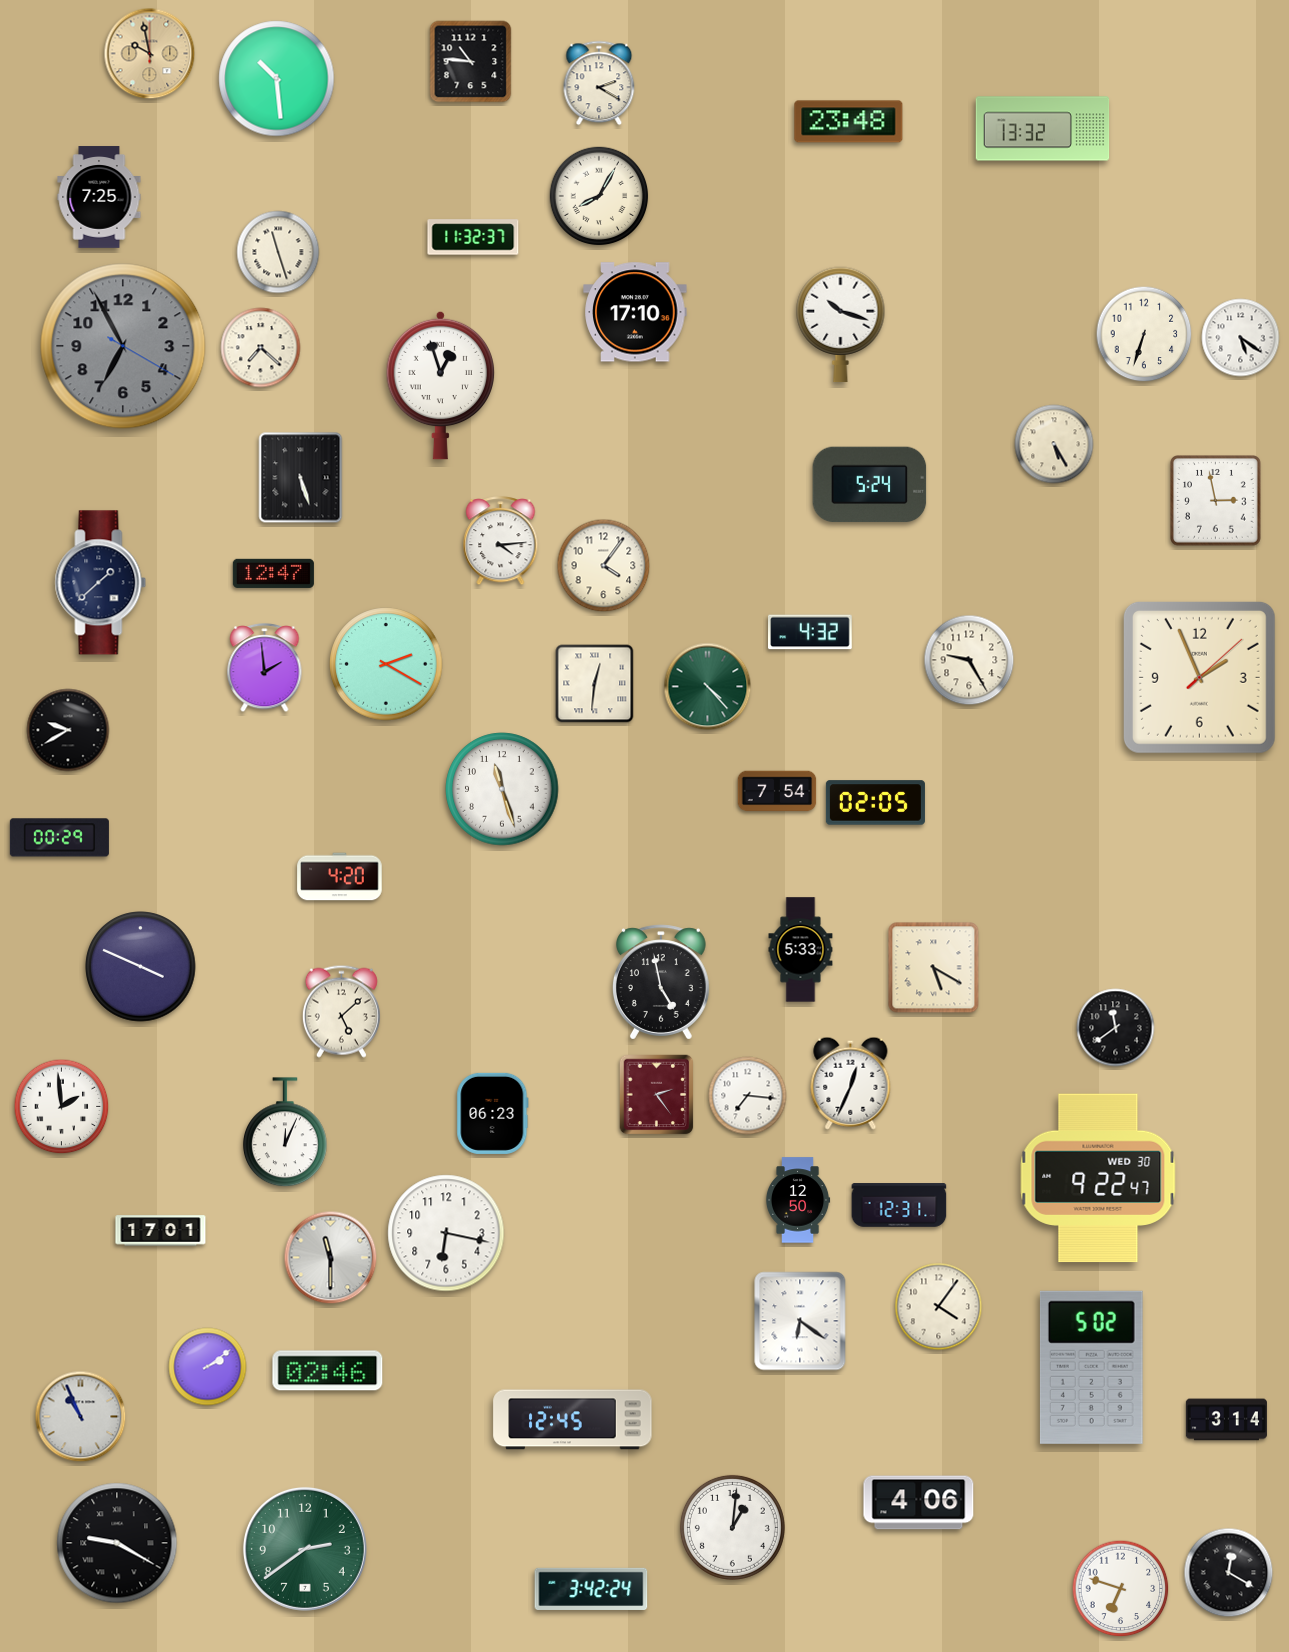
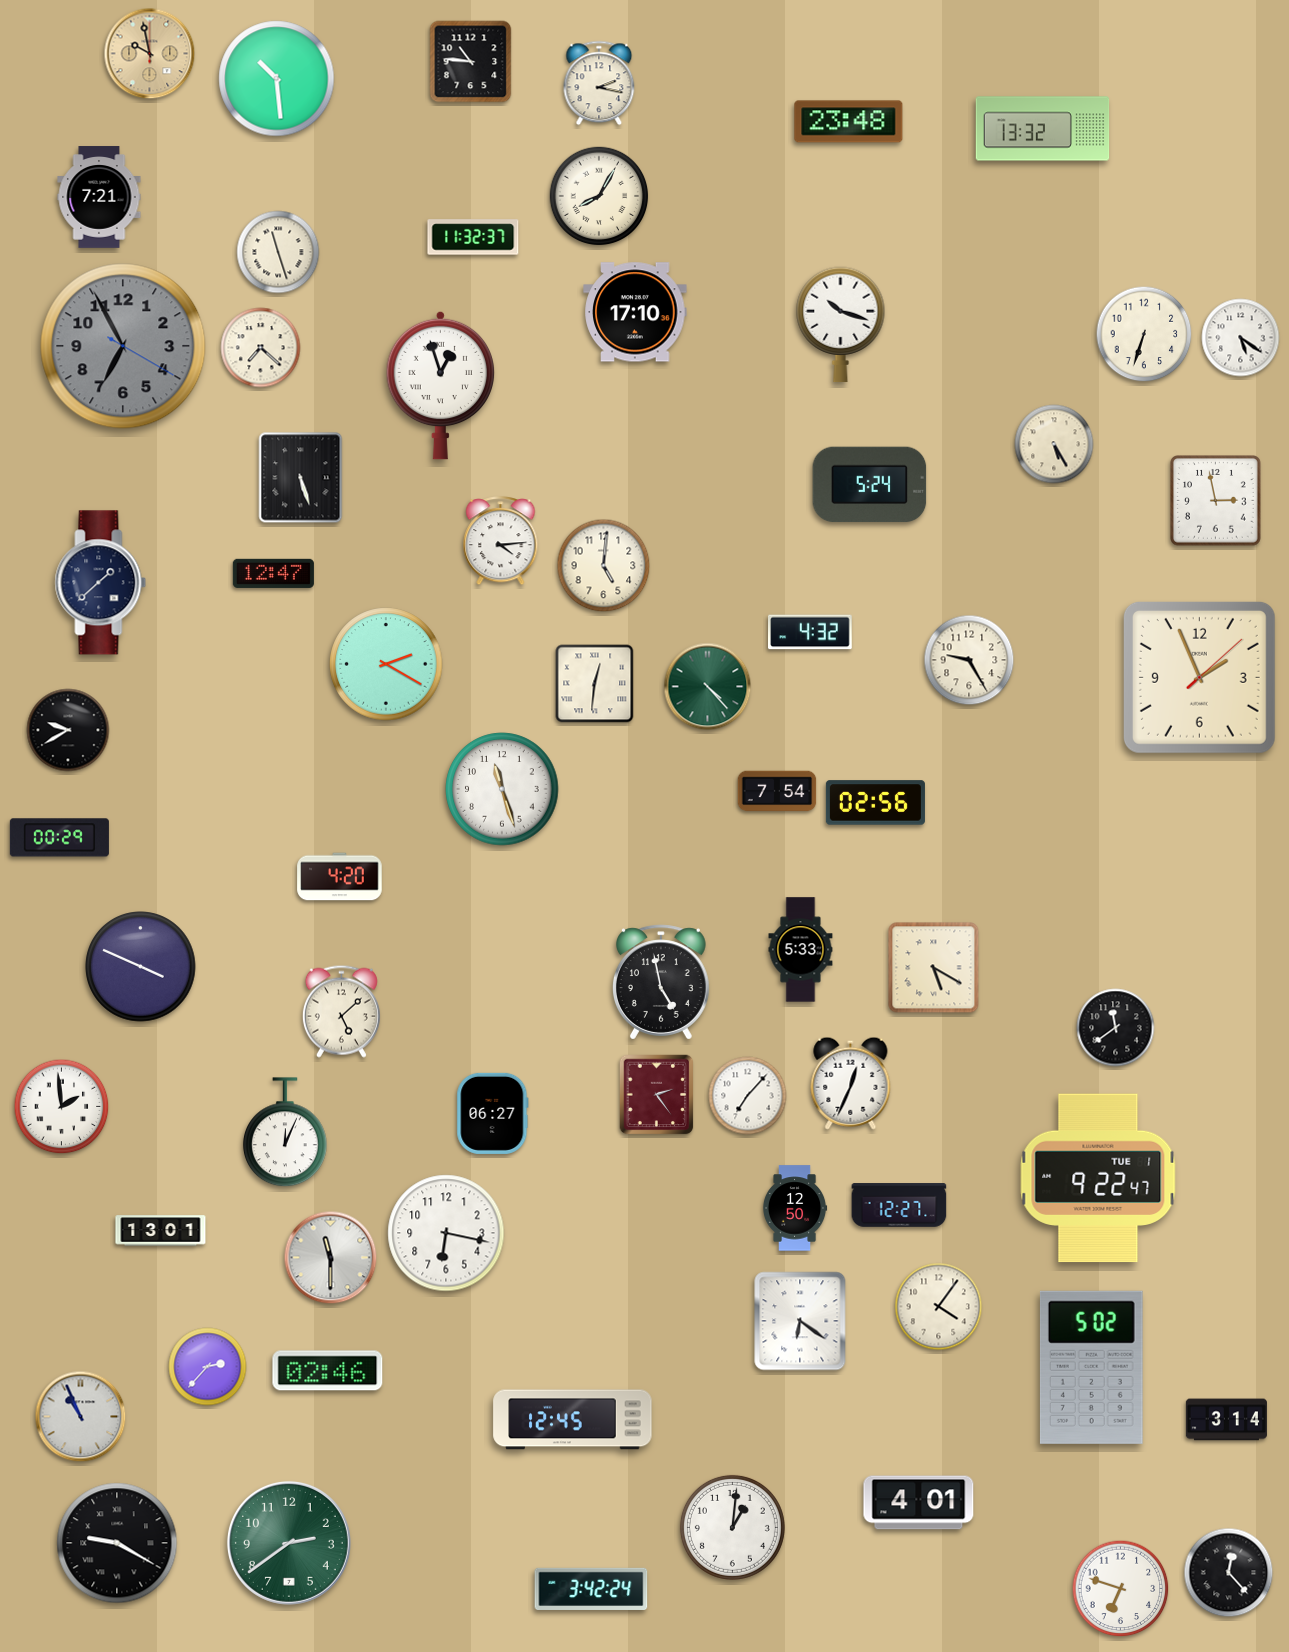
clock at (599, 83): 2:20 -> 2:17
clock at (99, 197): 7:25 -> 7:21
clock at (604, 566): 4:06 -> 5:01
clock at (265, 668): 1:59 -> none
clock at (875, 803): 02:05 -> 02:56
clock at (748, 1096): 7:16 -> 7:07
clock at (493, 1113): 06:23 -> 06:27
clock at (1098, 1178) date: WED 30 -> TUE 1
clock at (798, 1200) position: (798, 1200) -> (795, 1208)
clock at (899, 1205): 12:31 -> 12:27
clock at (161, 1231): 17:01 -> 13:01
clock at (208, 1367): 2:09 -> 2:37
clock at (919, 1503): 4:06 -> 4:01
clock at (305, 1549) position: (305, 1549) -> (289, 1543)
clock at (1229, 1573): 12:20 -> 12:23
